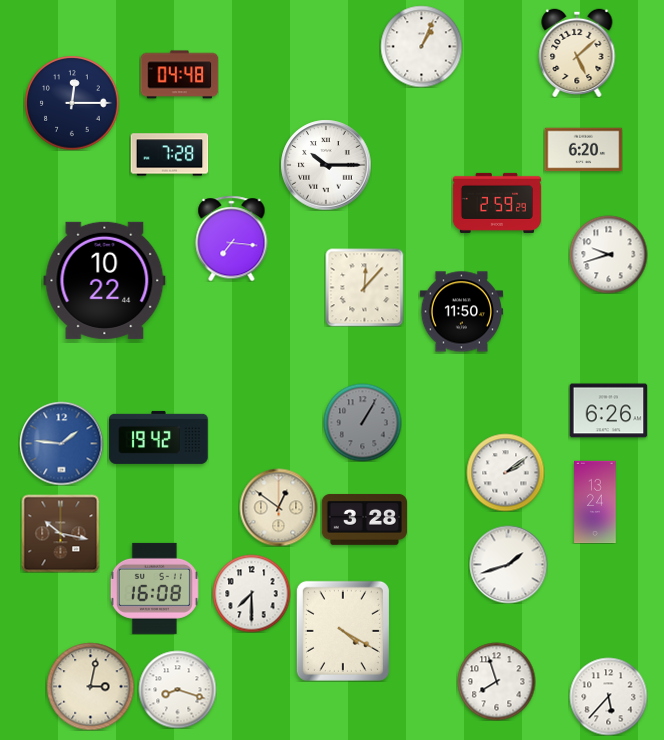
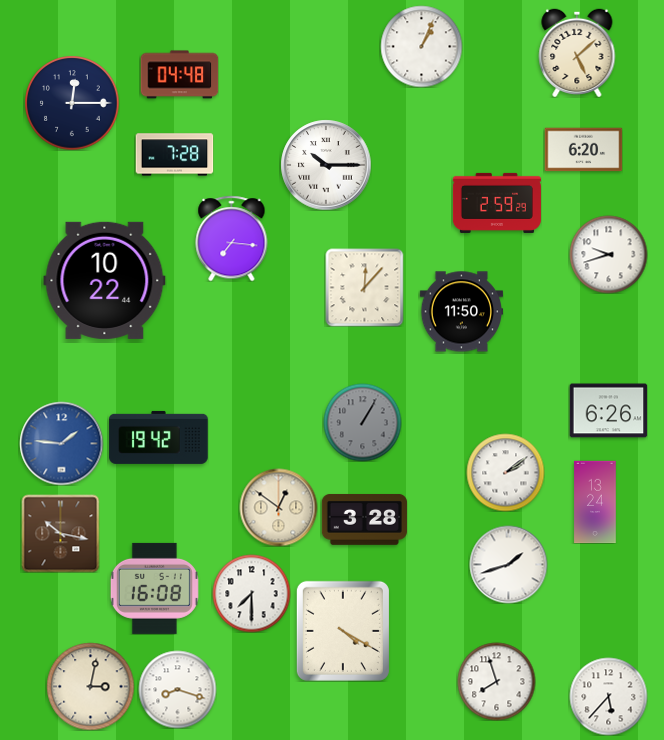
clock at (169, 155) position: (169, 155) -> (174, 155)
